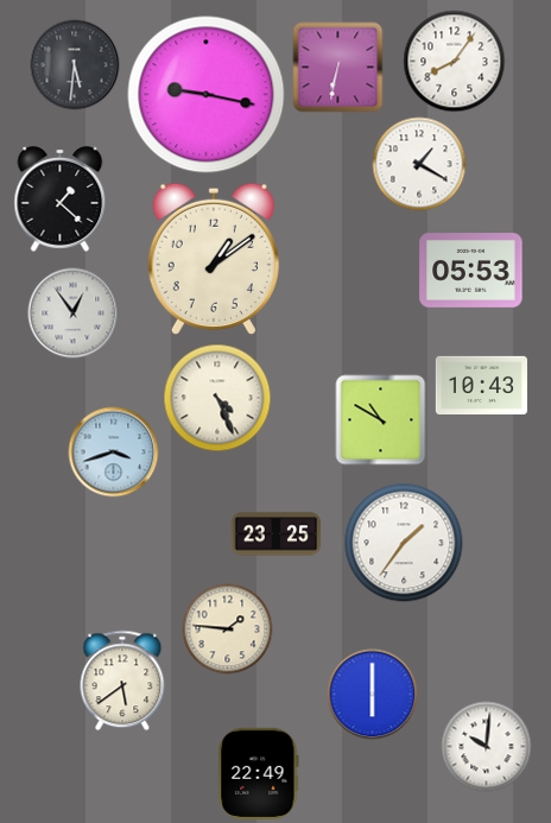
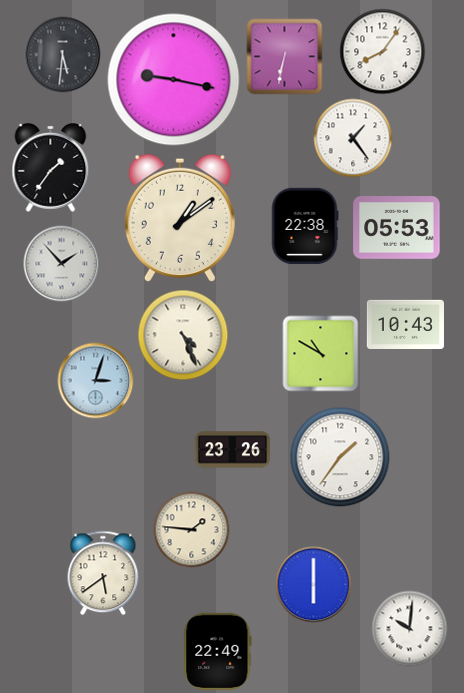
clock at (419, 164): 1:20 -> 1:24
clock at (61, 198): 1:22 -> 1:36
clock at (305, 225): none -> 22:38
clock at (74, 314): 12:54 -> 1:53
clock at (114, 452): 3:42 -> 3:03
clock at (277, 534): 23:25 -> 23:26
